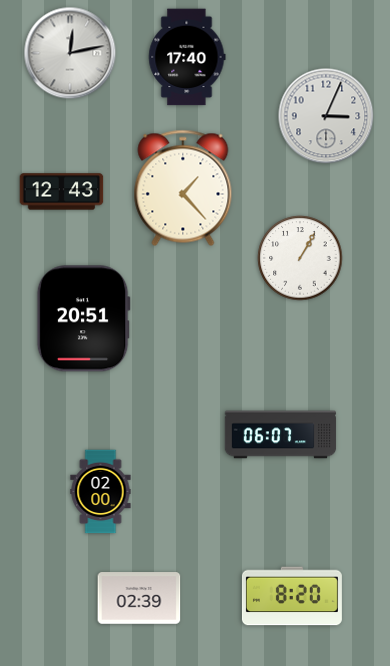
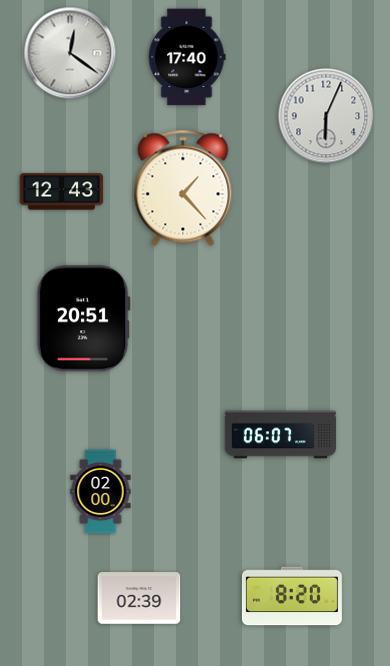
clock at (70, 53): 12:13 -> 12:21
clock at (326, 116): 3:04 -> 6:04
clock at (300, 258): 1:05 -> none
